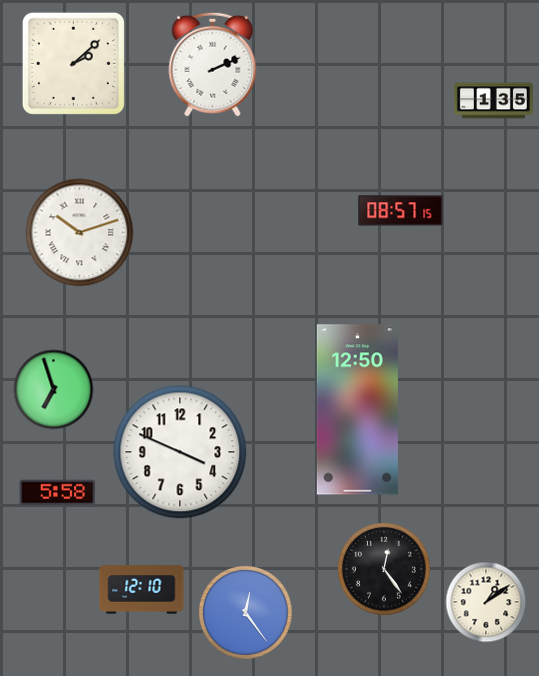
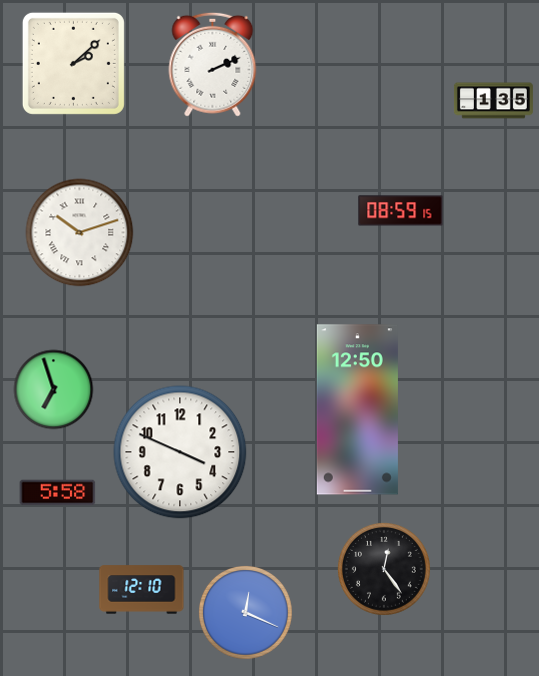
clock at (401, 211): 08:57 -> 08:59
clock at (486, 602): 1:09 -> none
clock at (246, 613): 12:24 -> 12:19
